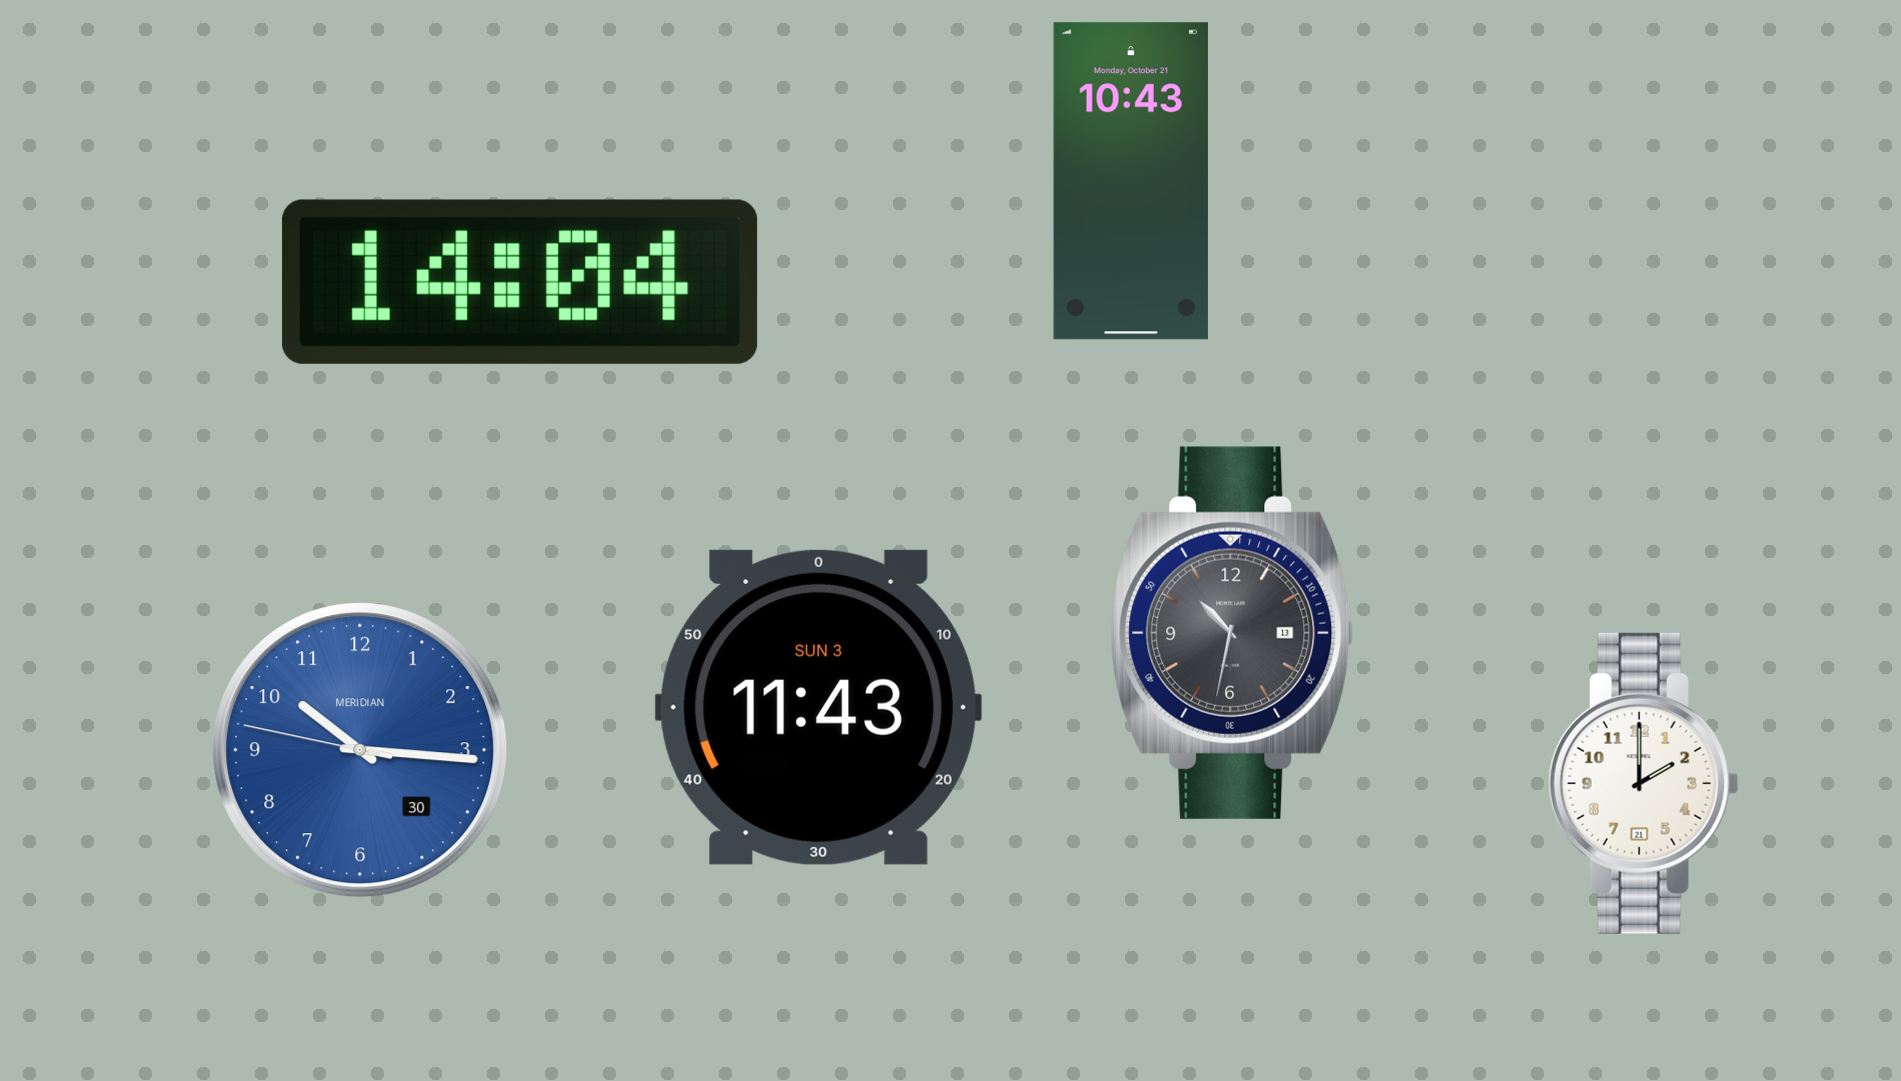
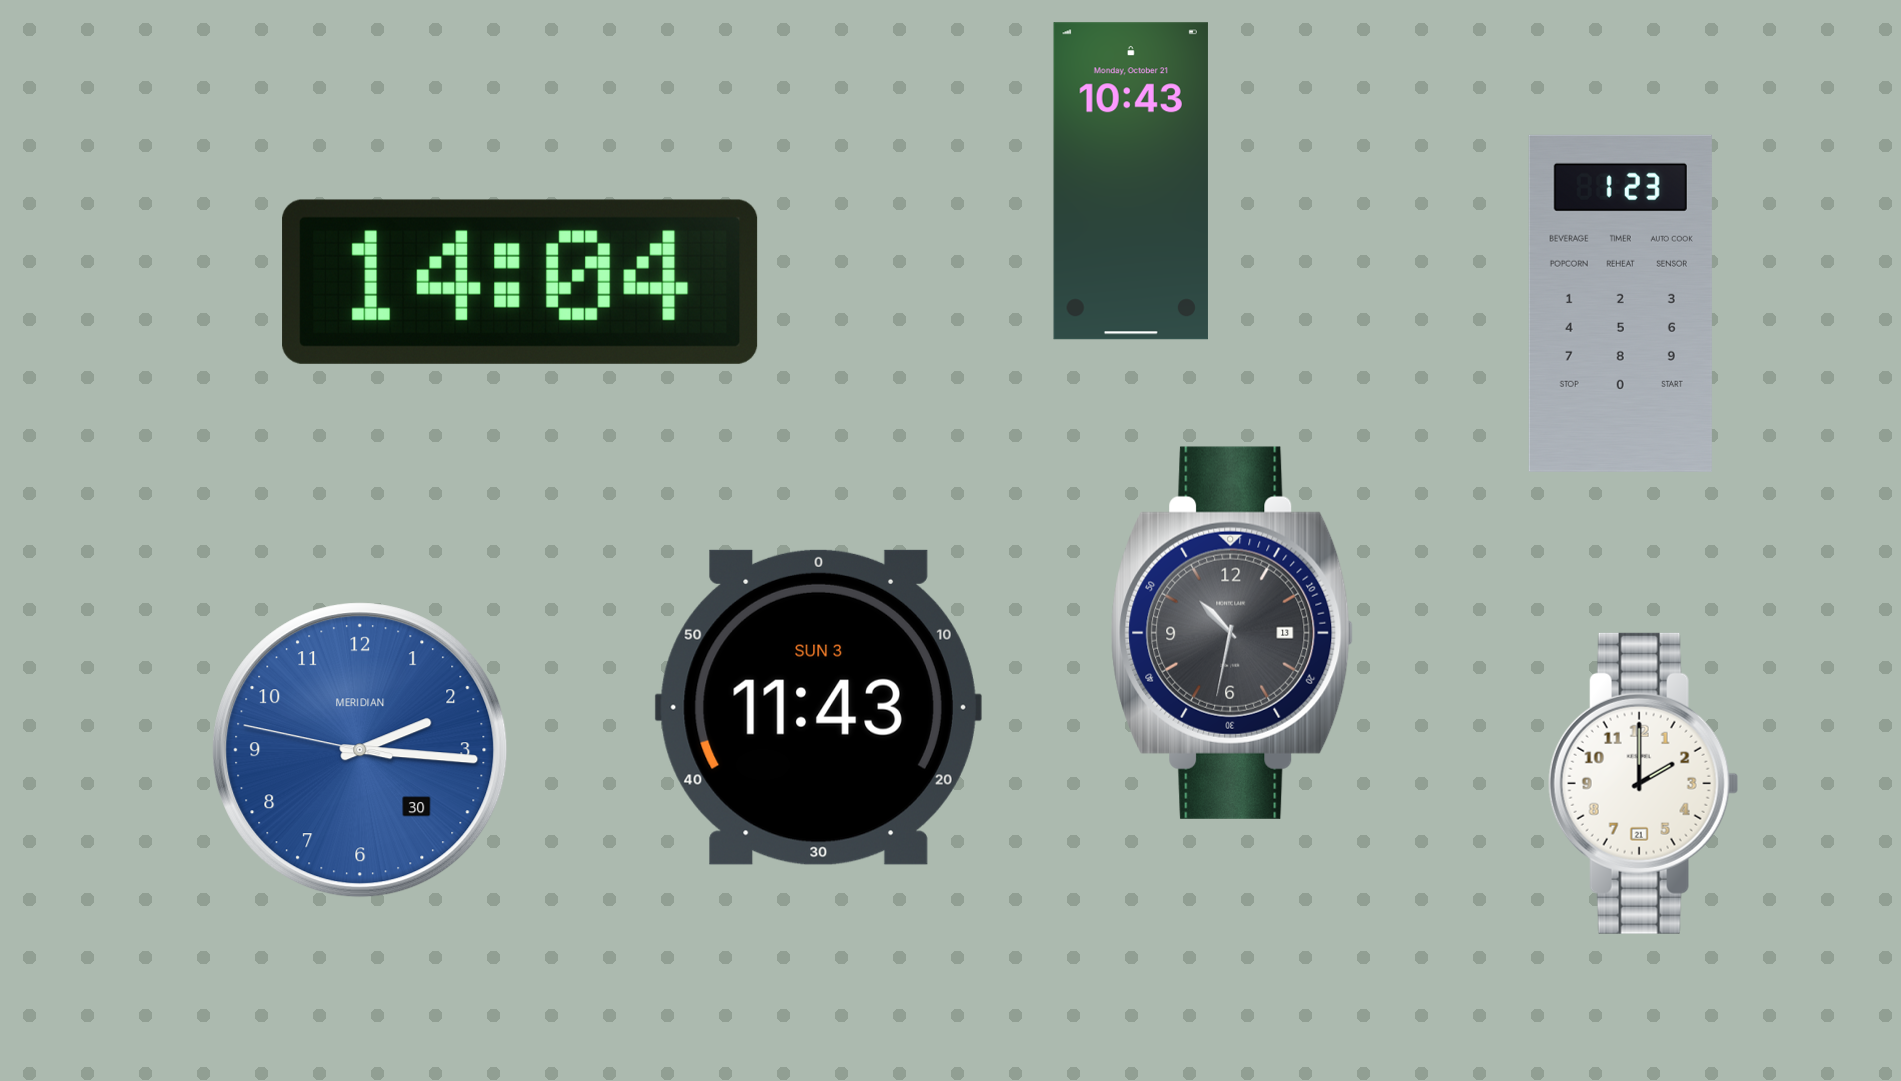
clock at (1620, 303): none -> 1:23
clock at (360, 750): 10:15 -> 2:15
